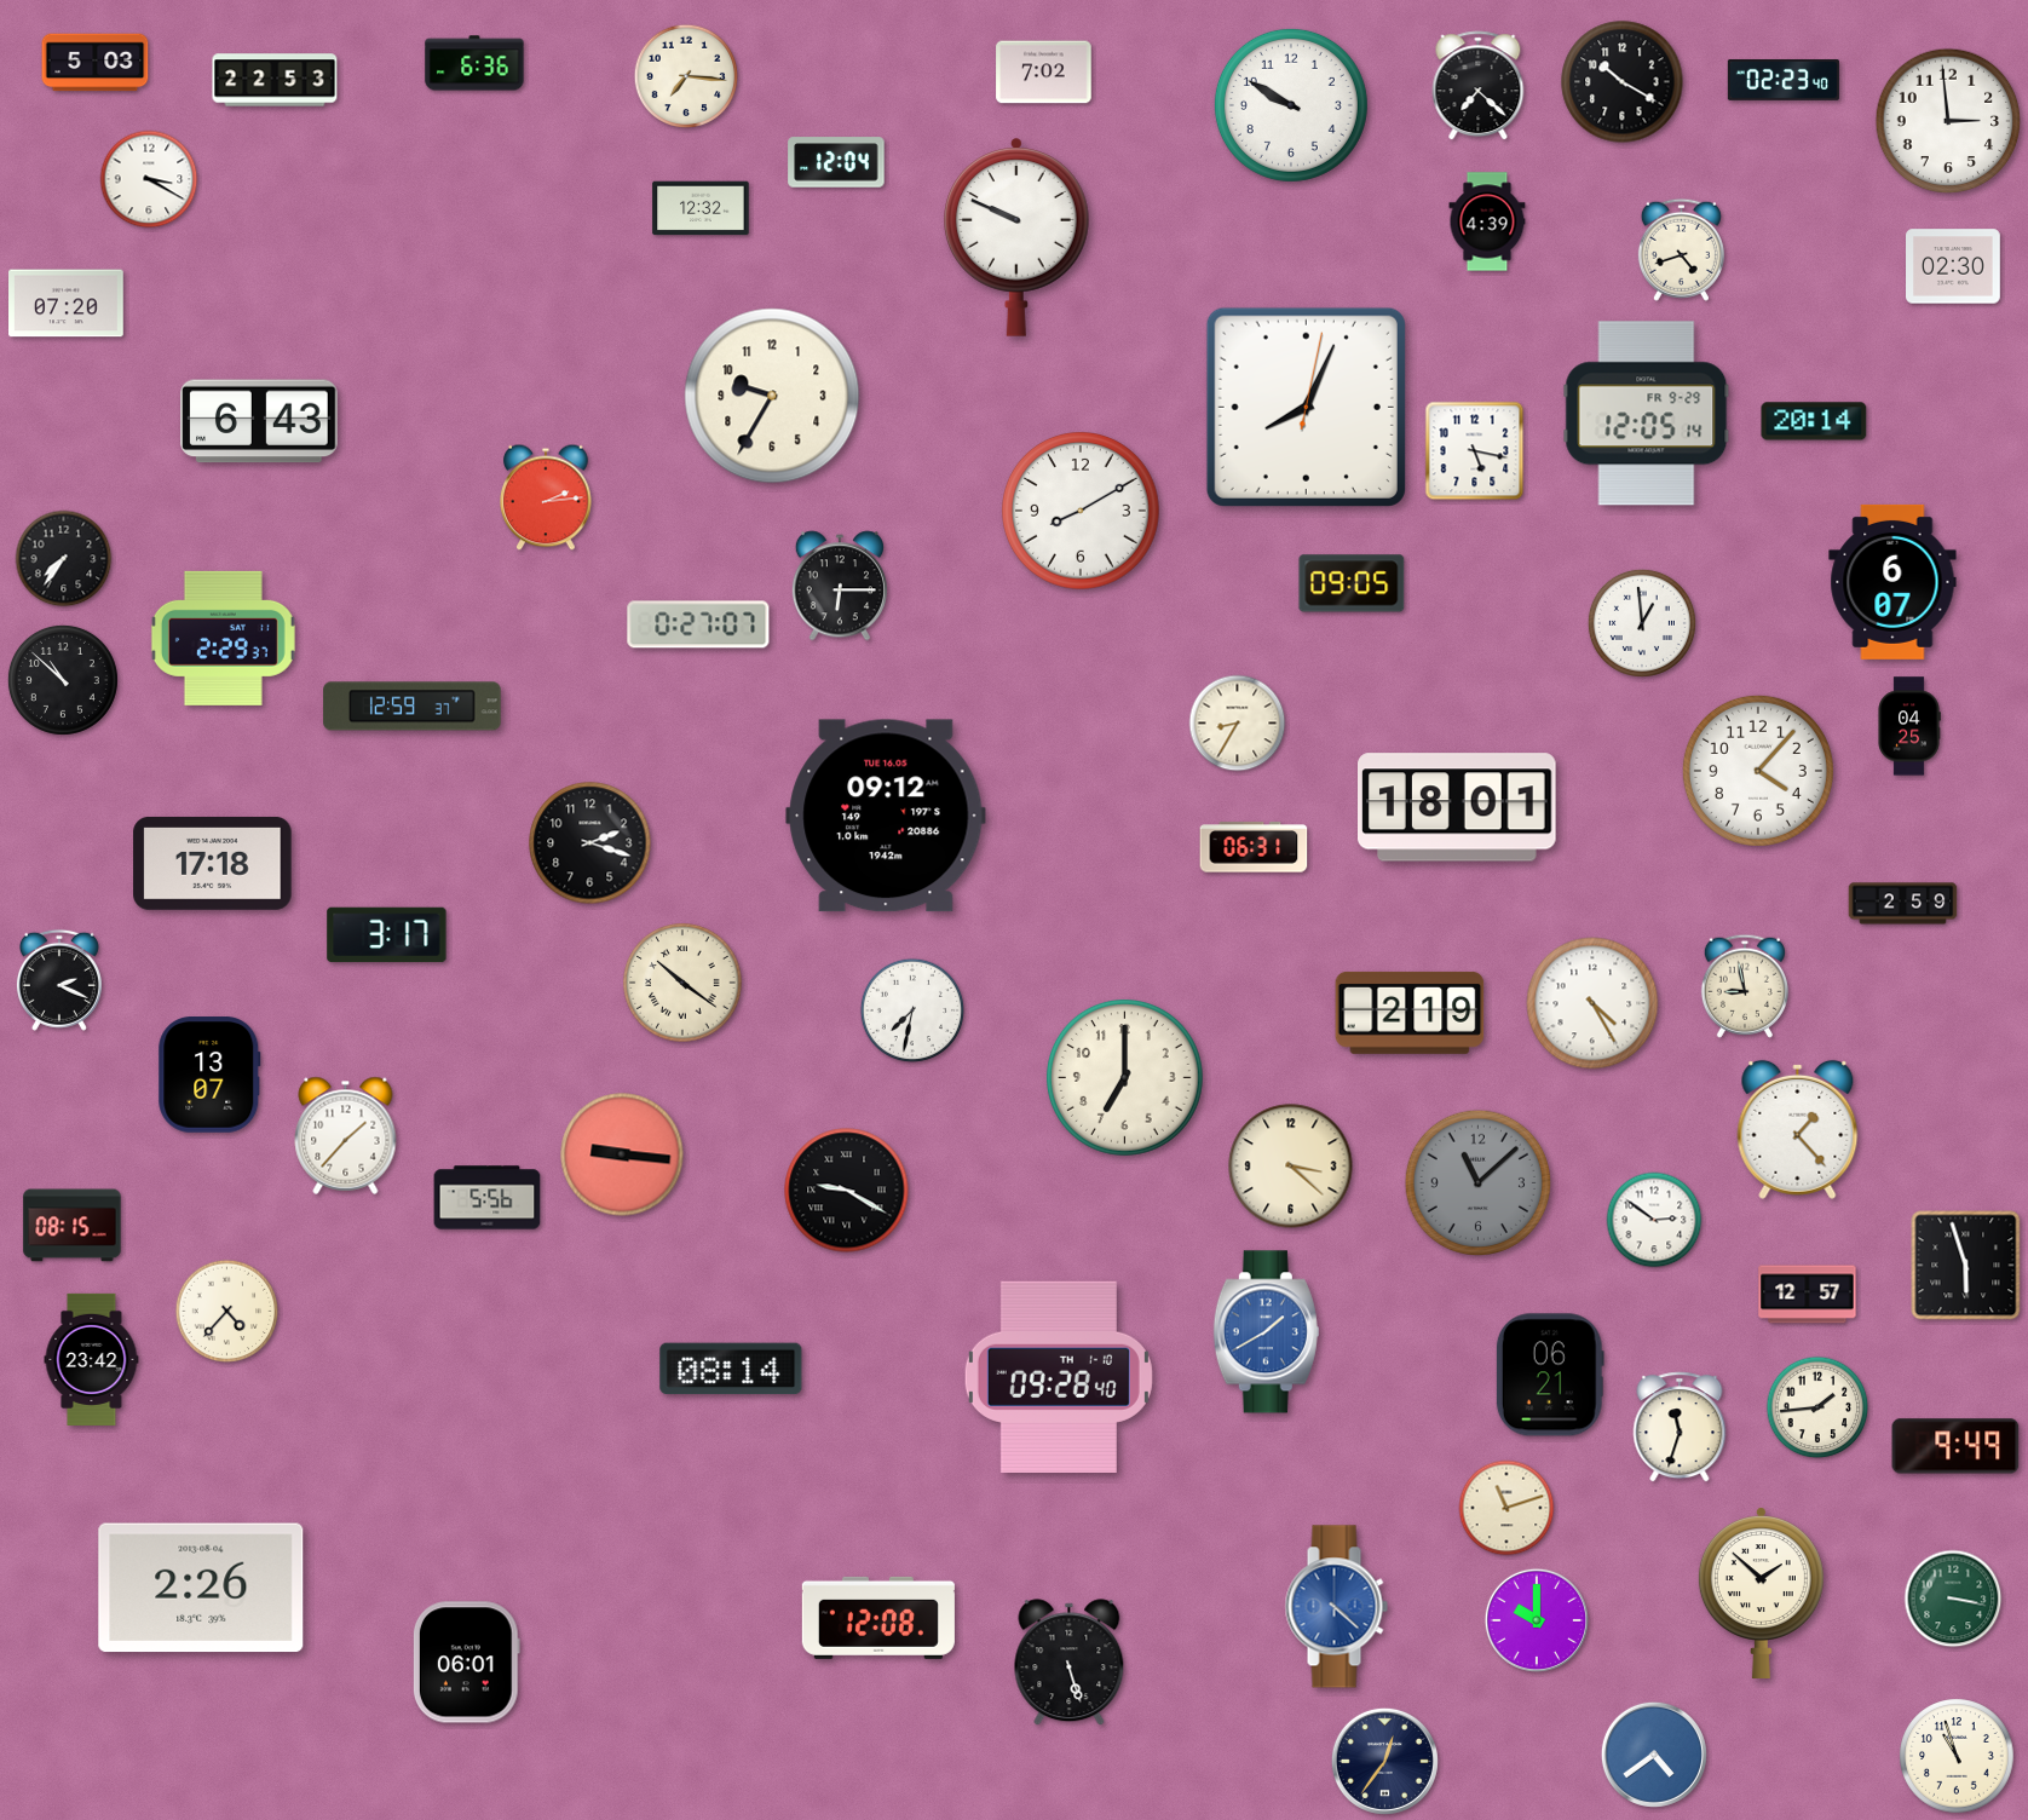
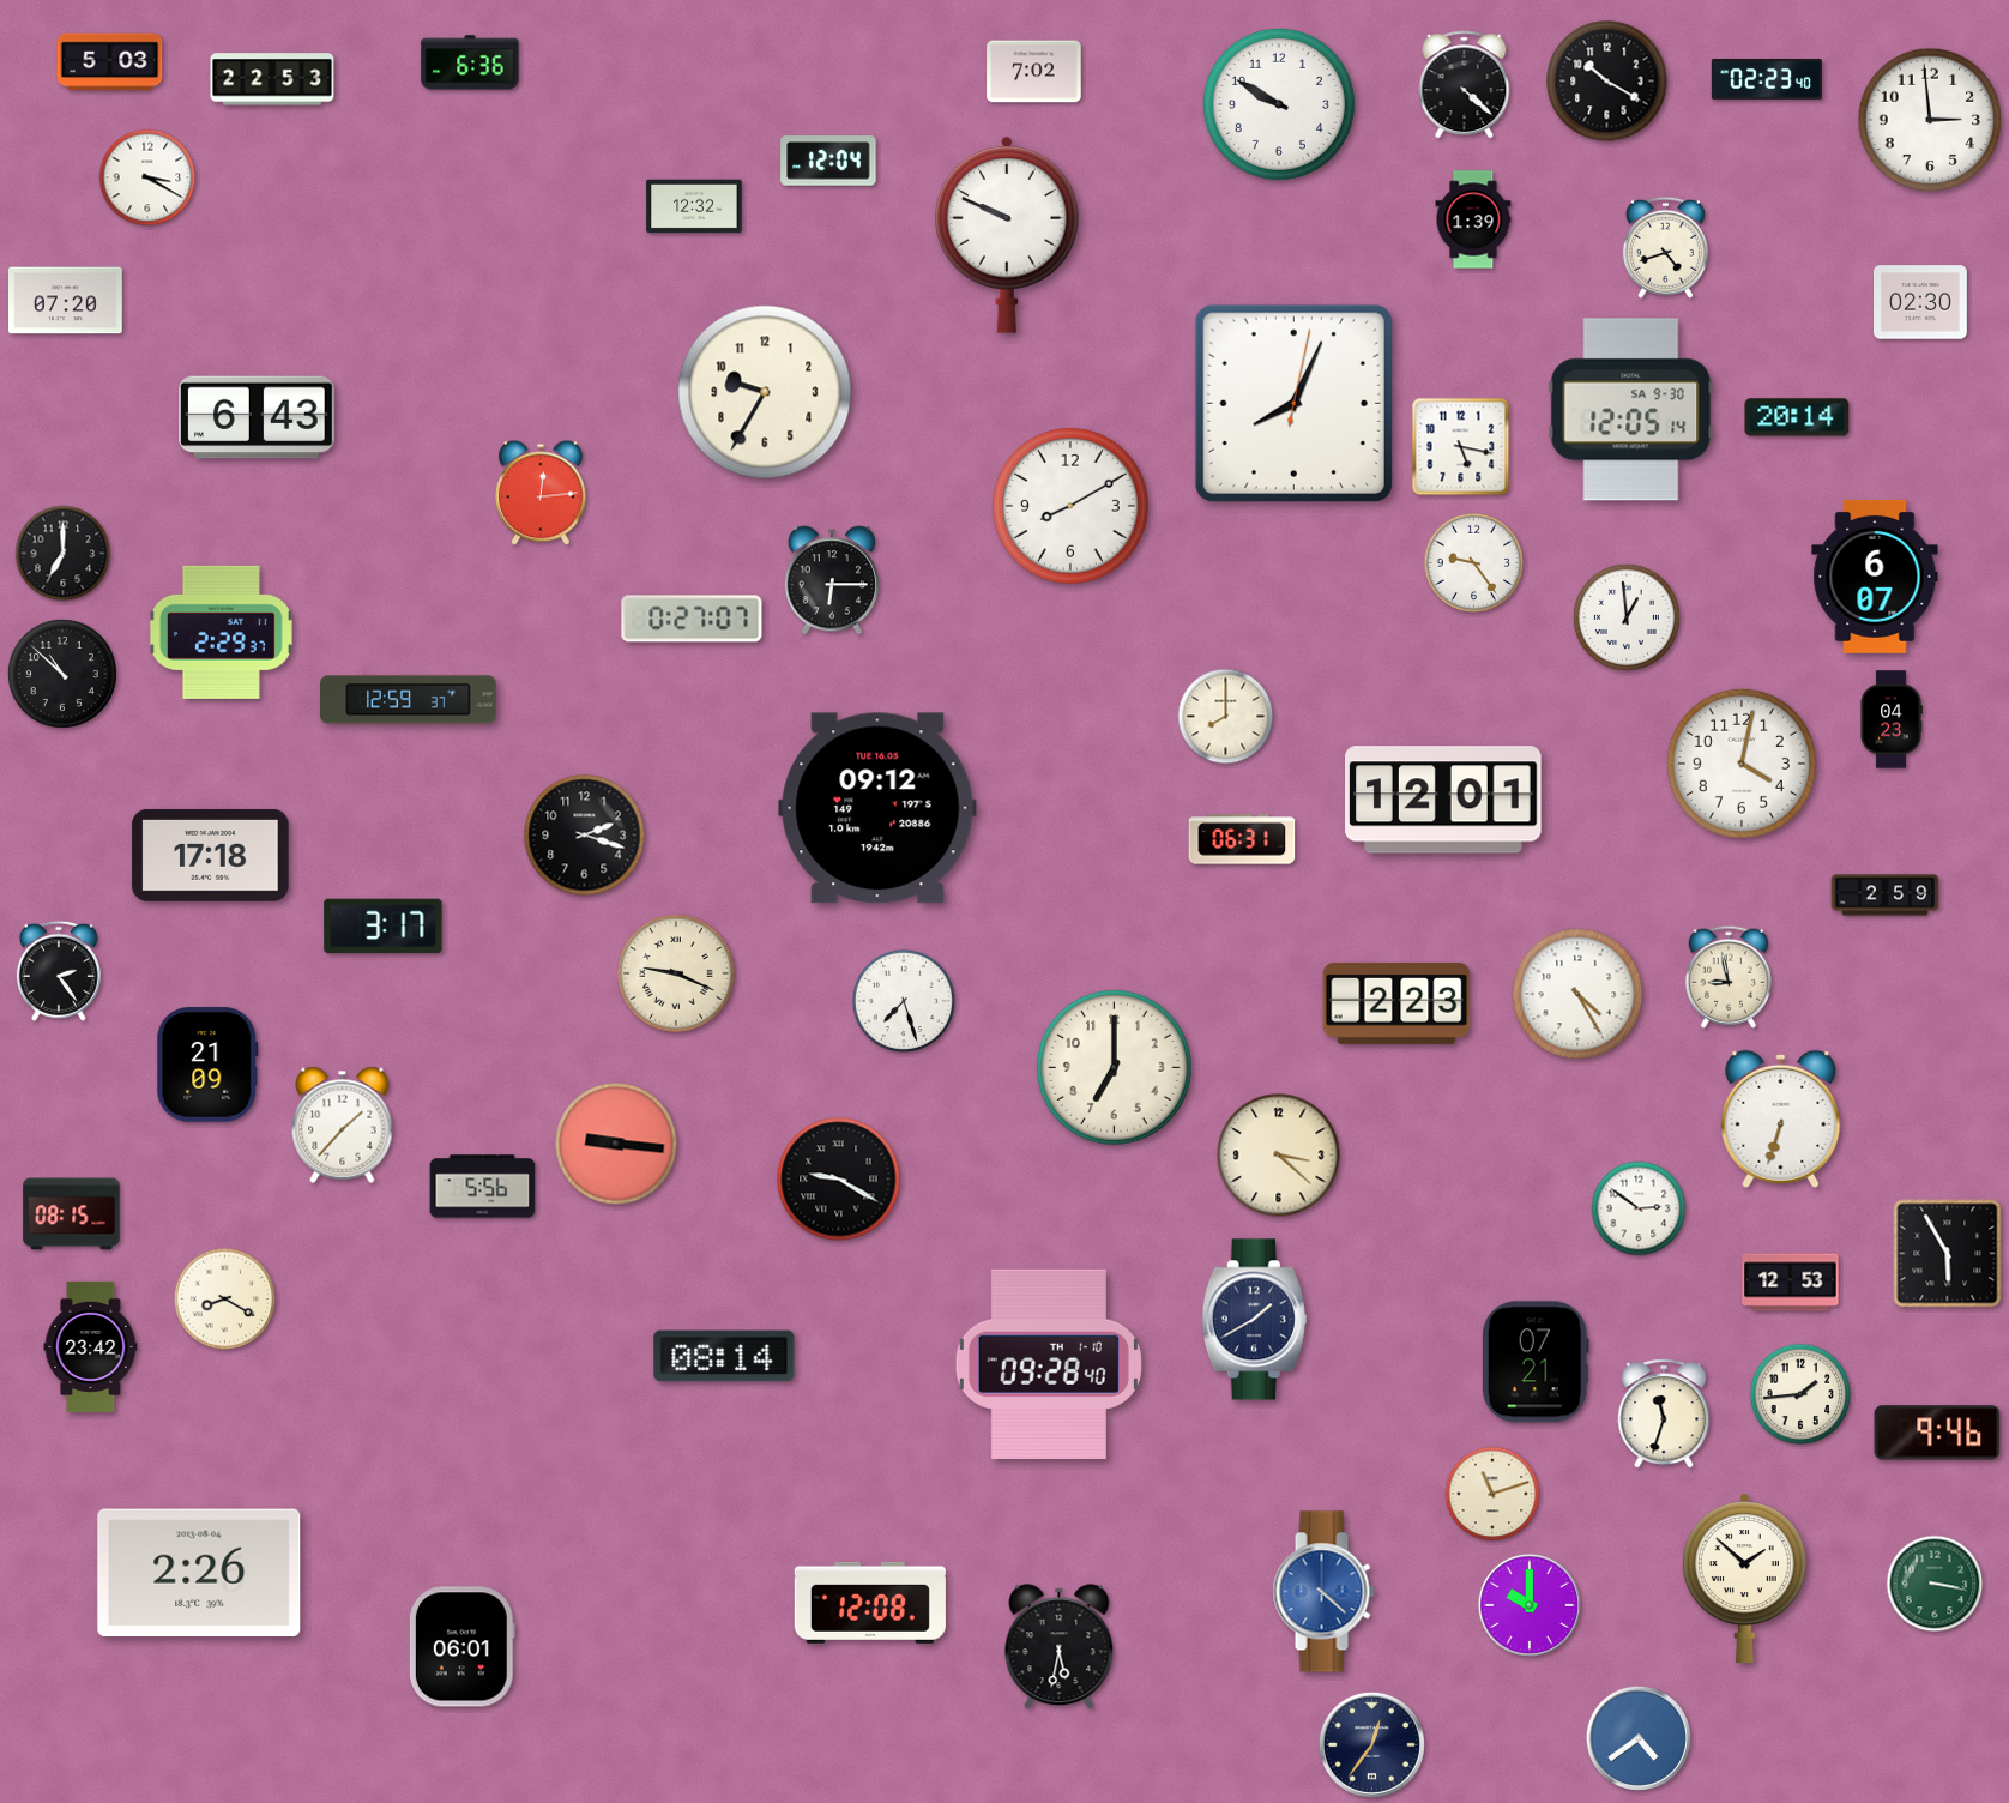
clock at (96, 63) position: (96, 63) -> (110, 62)
clock at (686, 76): 7:16 -> none
clock at (1479, 86): 7:22 -> 4:22
clock at (1487, 221): 4:39 -> 1:39
clock at (1954, 266) position: (1954, 266) -> (1921, 302)
clock at (1647, 414) date: FR 9-29 -> SA 9-30
clock at (546, 497): 2:14 -> 12:14
clock at (64, 559): 7:36 -> 7:00
clock at (1474, 563): none -> 9:24
clock at (1352, 583): 09:05 -> none
clock at (1238, 724): 8:35 -> 8:00
clock at (1909, 726): 04:25 -> 04:23
clock at (1758, 771): 4:07 -> 4:02
clock at (1458, 807): 18:01 -> 12:01
clock at (59, 980): 2:19 -> 2:24
clock at (682, 983): 10:21 -> 9:19
clock at (912, 1010): 7:32 -> 7:27
clock at (1410, 1013): 2:19 -> 2:23
clock at (209, 1075): 13:07 -> 21:09
clock at (1798, 1129): 1:23 -> 6:33
clock at (1477, 1182): 11:08 -> none
clock at (1966, 1266): 5:57 -> 5:55
clock at (1808, 1295): 12:57 -> 12:53
clock at (227, 1312): 4:37 -> 8:20
clock at (1266, 1332) dial: blue -> navy
clock at (1550, 1375): 06:21 -> 07:21
clock at (1955, 1446): 9:49 -> 9:46
clock at (1537, 1620) position: (1537, 1620) -> (1530, 1605)
clock at (1070, 1663): 5:27 -> 5:32
clock at (1957, 1756): 10:57 -> none
